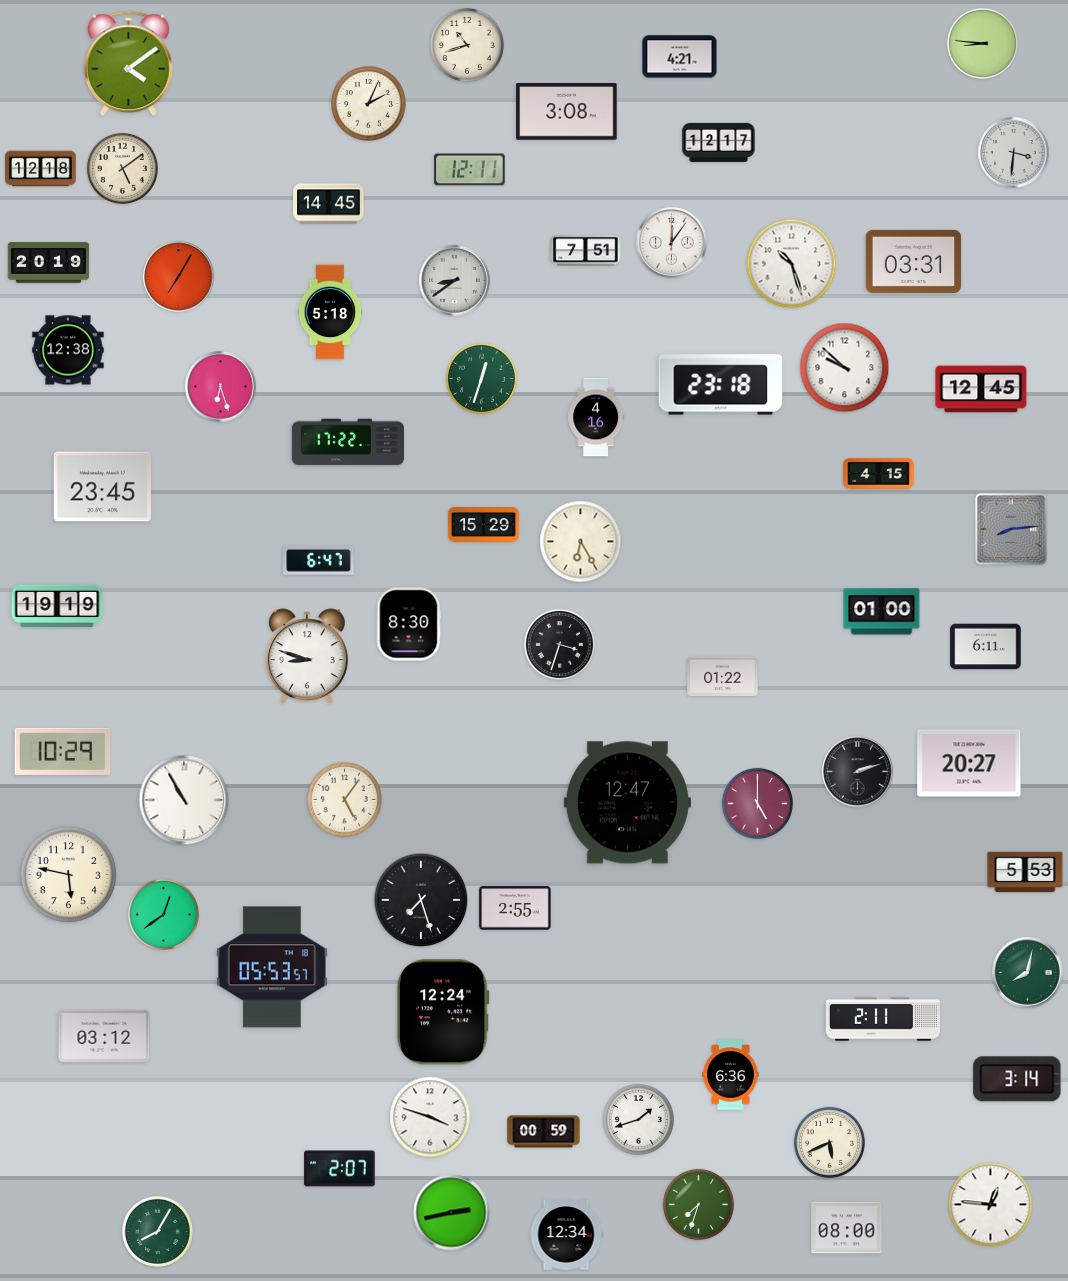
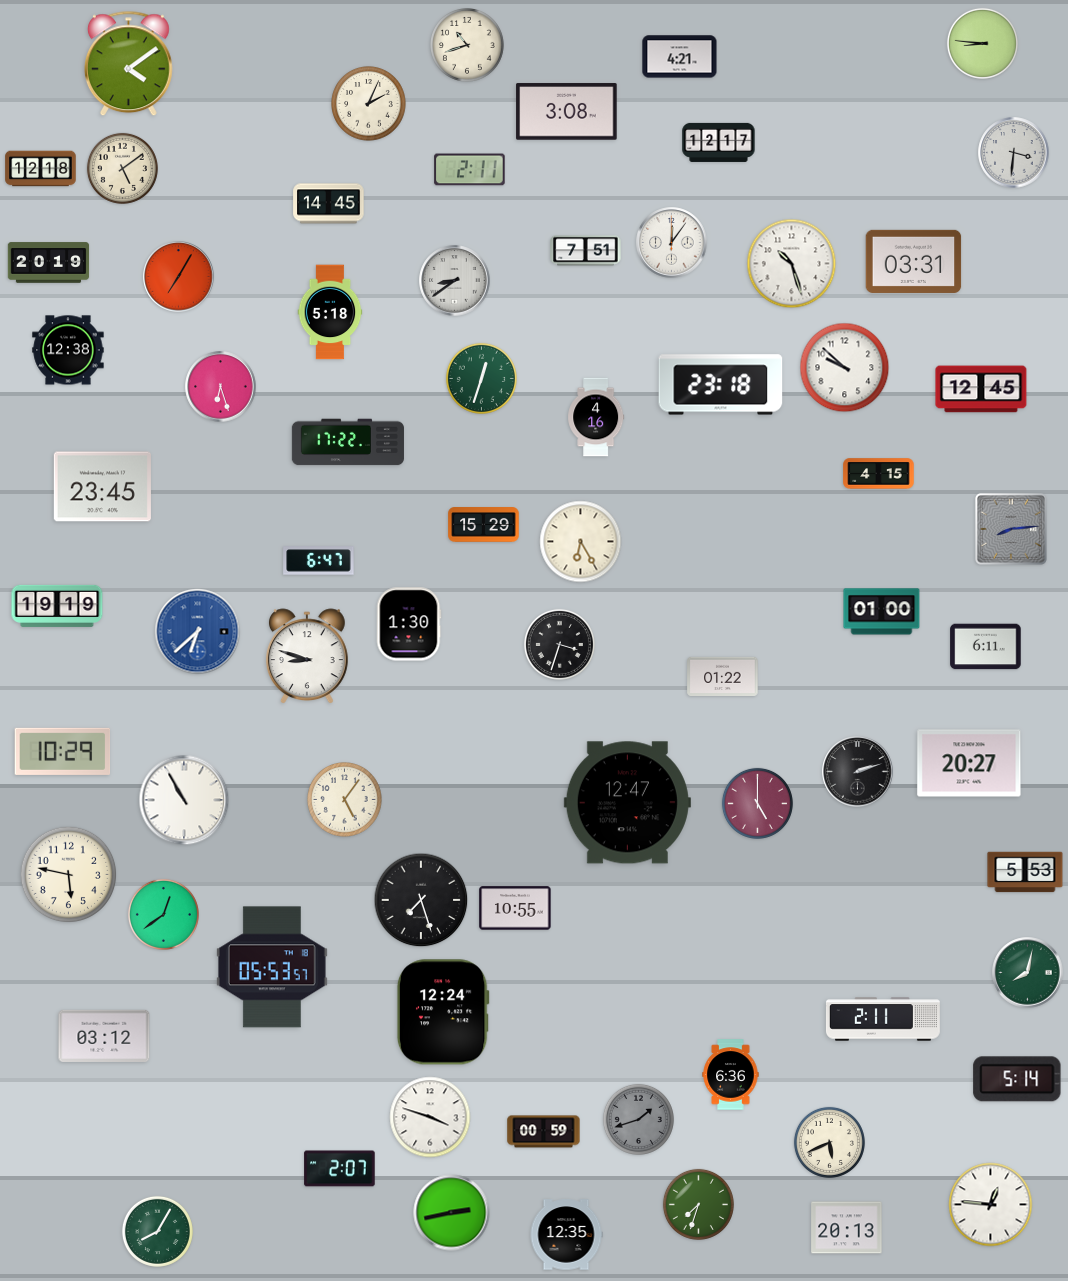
clock at (470, 170): 12:11 -> 2:11
clock at (409, 624): 8:30 -> 1:30
clock at (198, 632): none -> 6:38
clock at (515, 908): 2:55 -> 10:55
clock at (1017, 1079): 3:14 -> 5:14
clock at (638, 1119) dial: white -> grey
clock at (847, 1228): 08:00 -> 20:13
clock at (566, 1235): 12:34 -> 12:35
